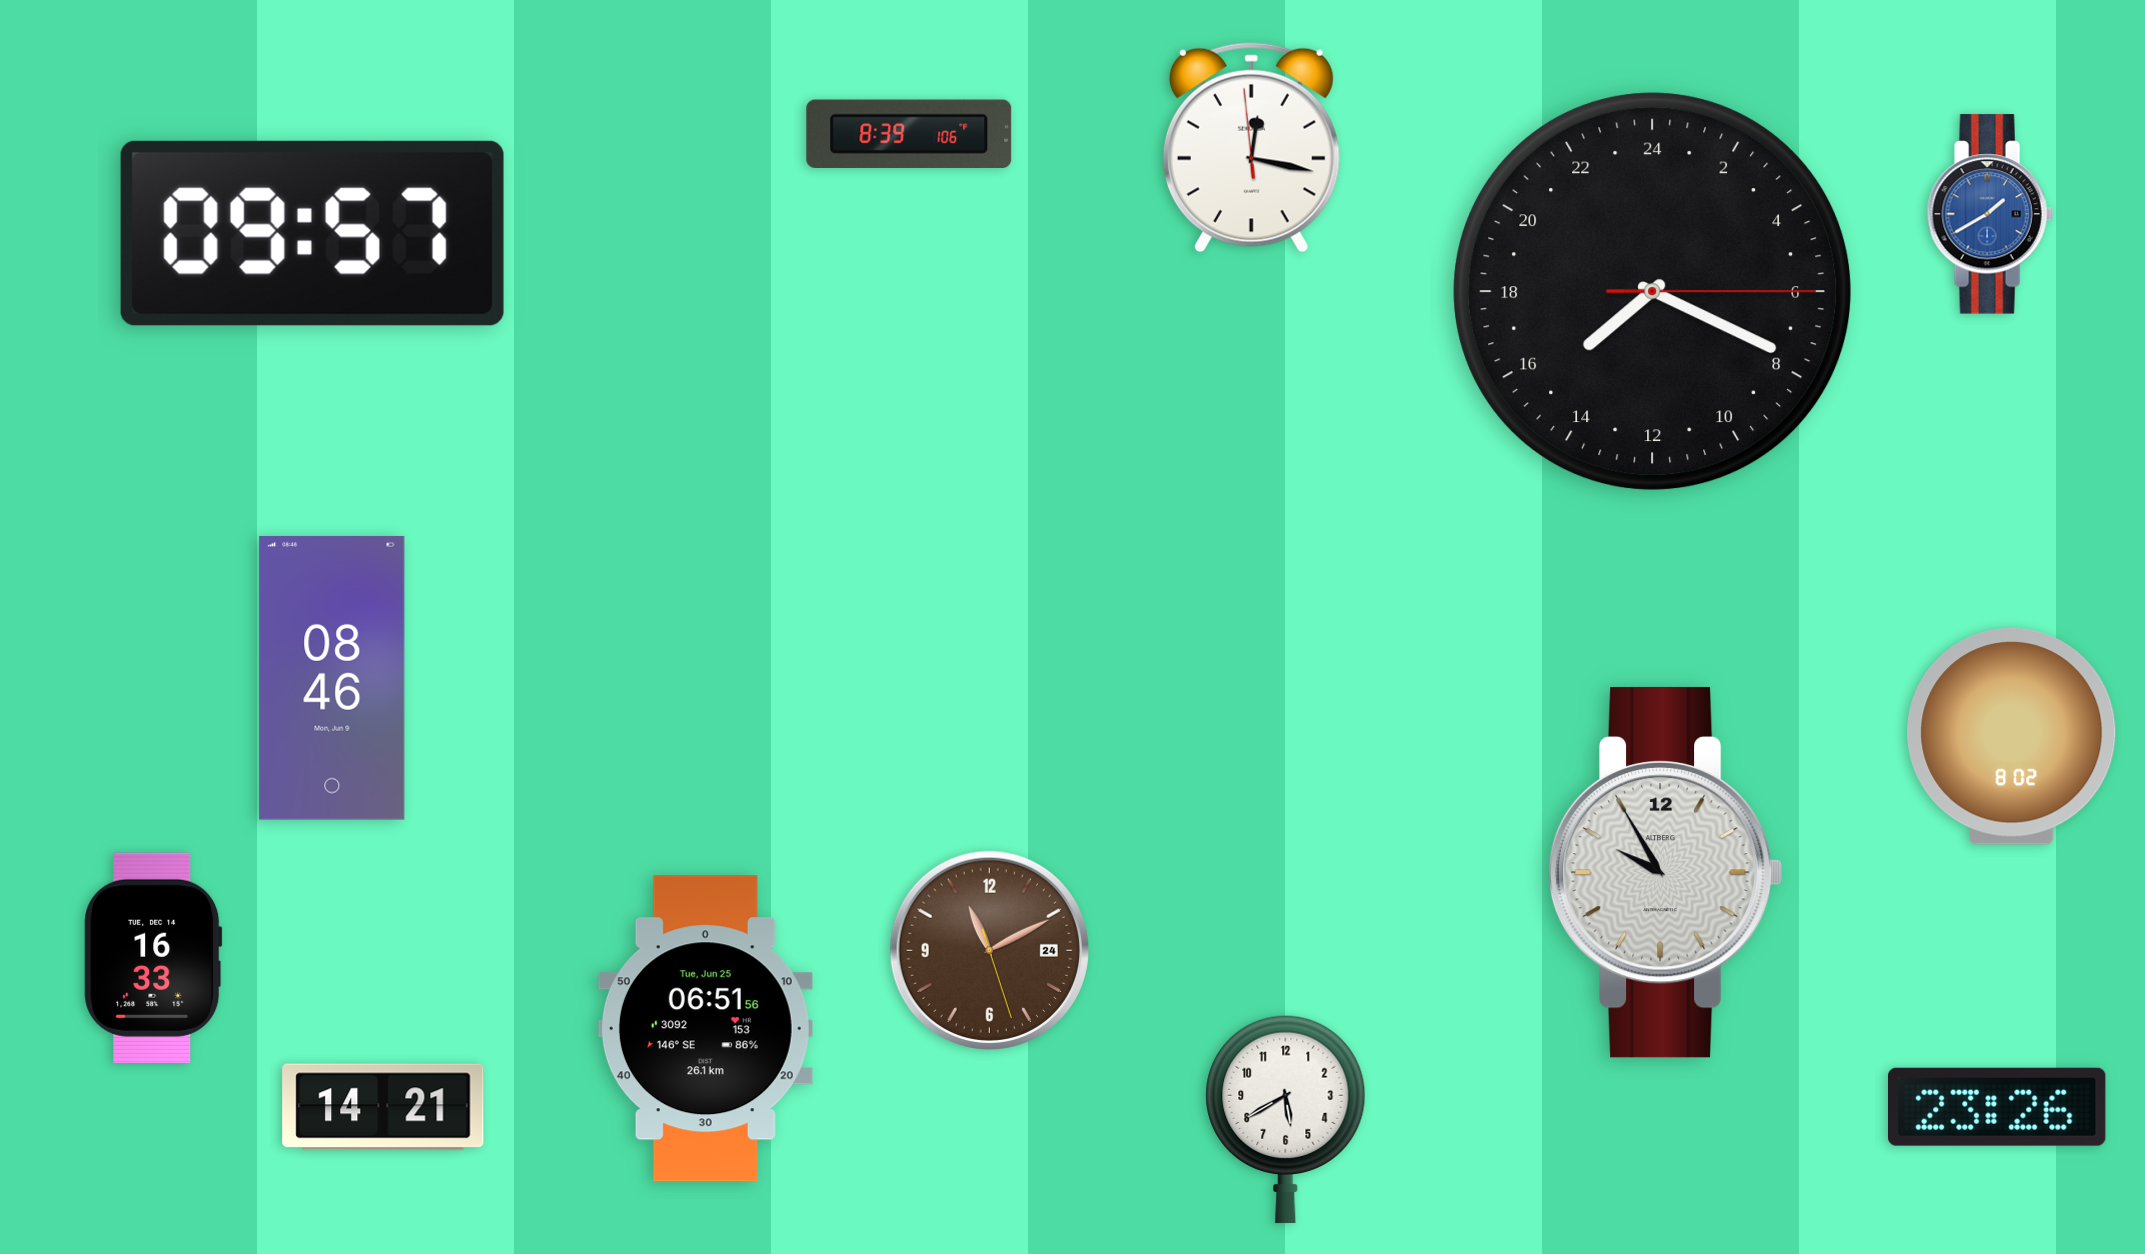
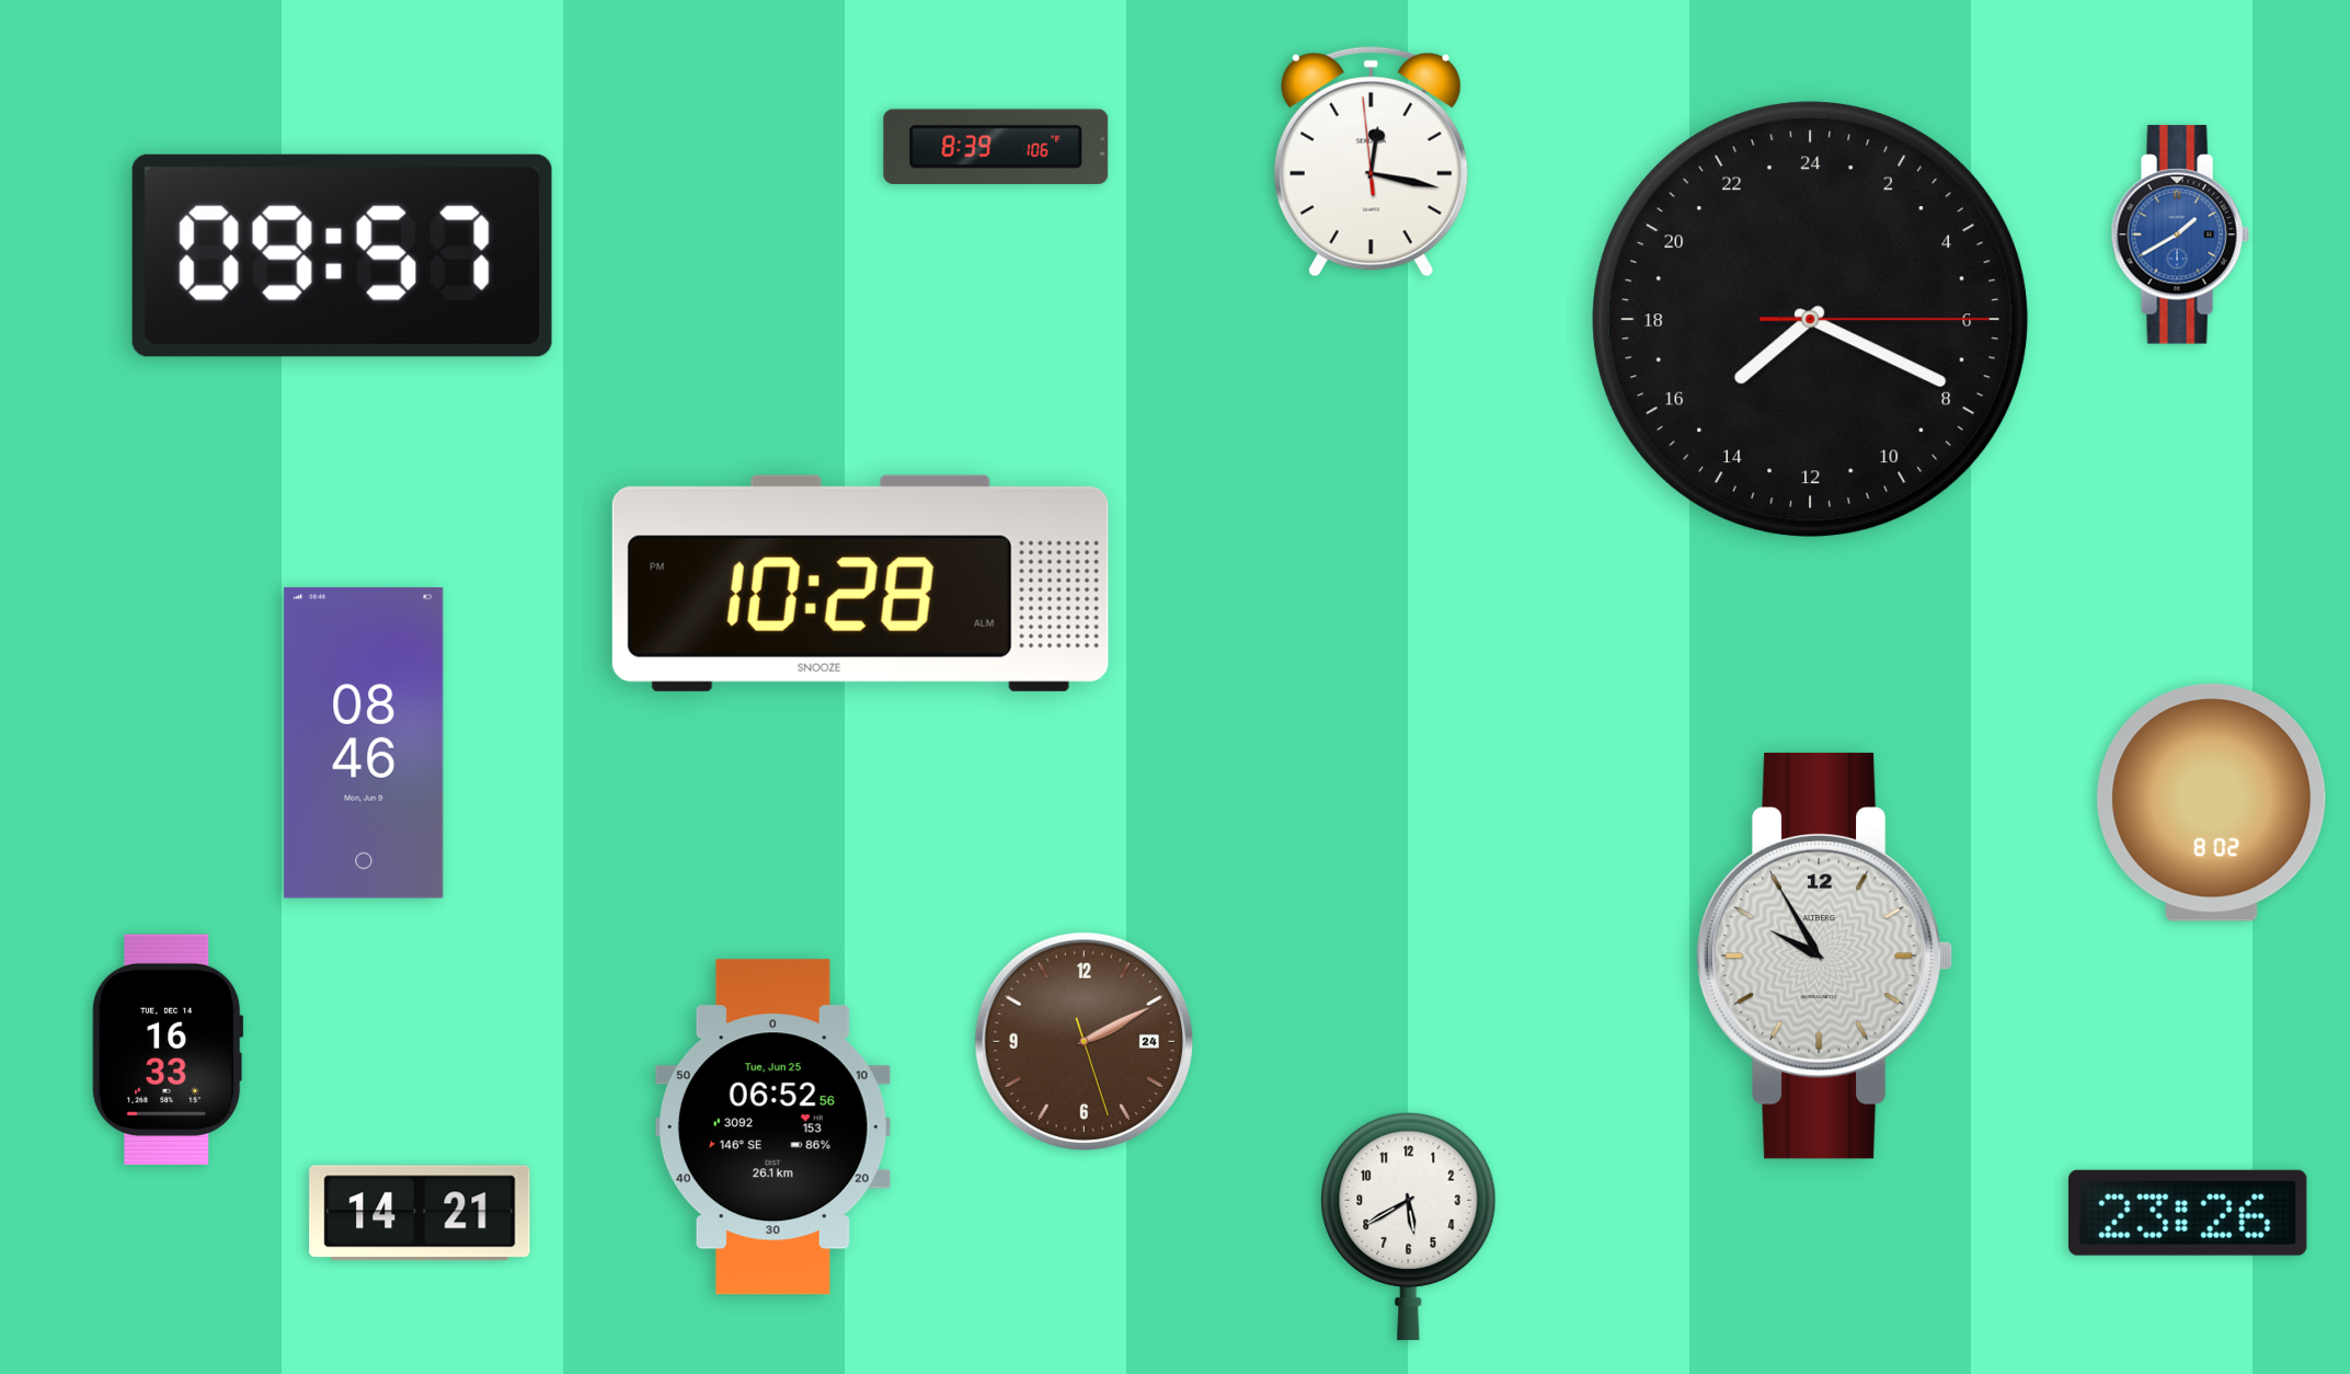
clock at (860, 583): none -> 10:28
clock at (2012, 736) position: (2012, 736) -> (2212, 802)
clock at (989, 950): 11:10 -> 2:10
clock at (705, 1029): 06:51 -> 06:52
